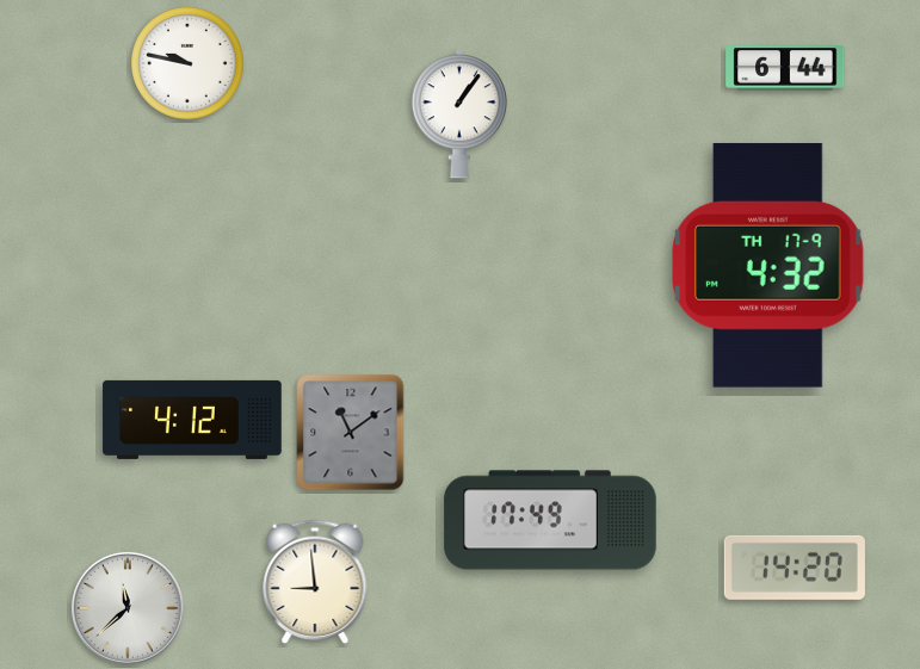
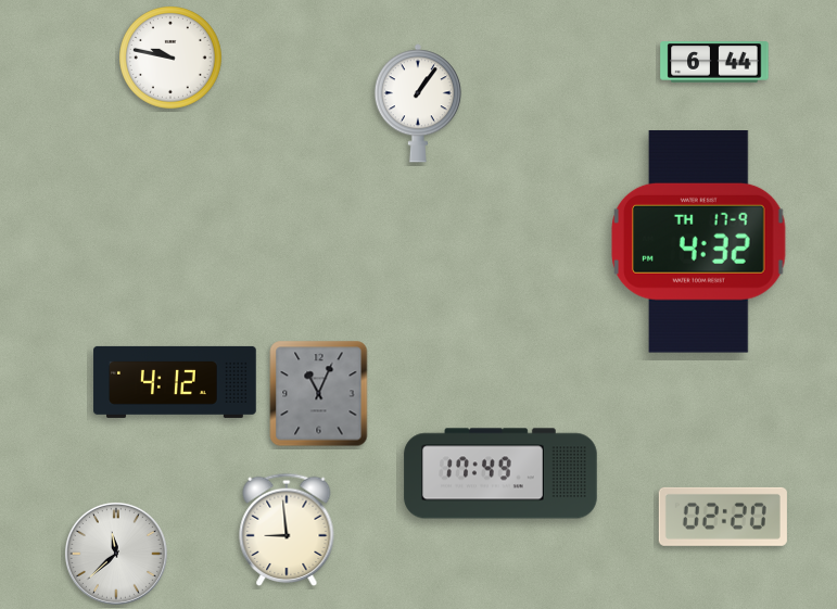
clock at (351, 433): 11:09 -> 11:04
clock at (795, 568): 14:20 -> 02:20
